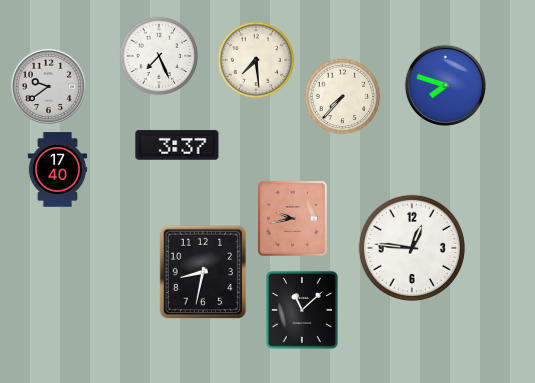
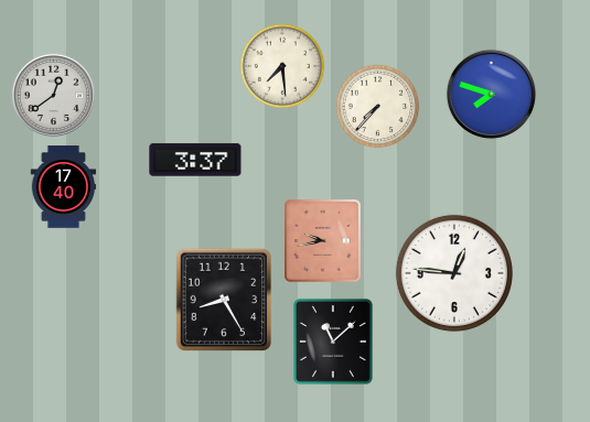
clock at (159, 56): 7:26 -> none
clock at (48, 86): 9:39 -> 12:39
clock at (203, 272): 8:32 -> 8:25
